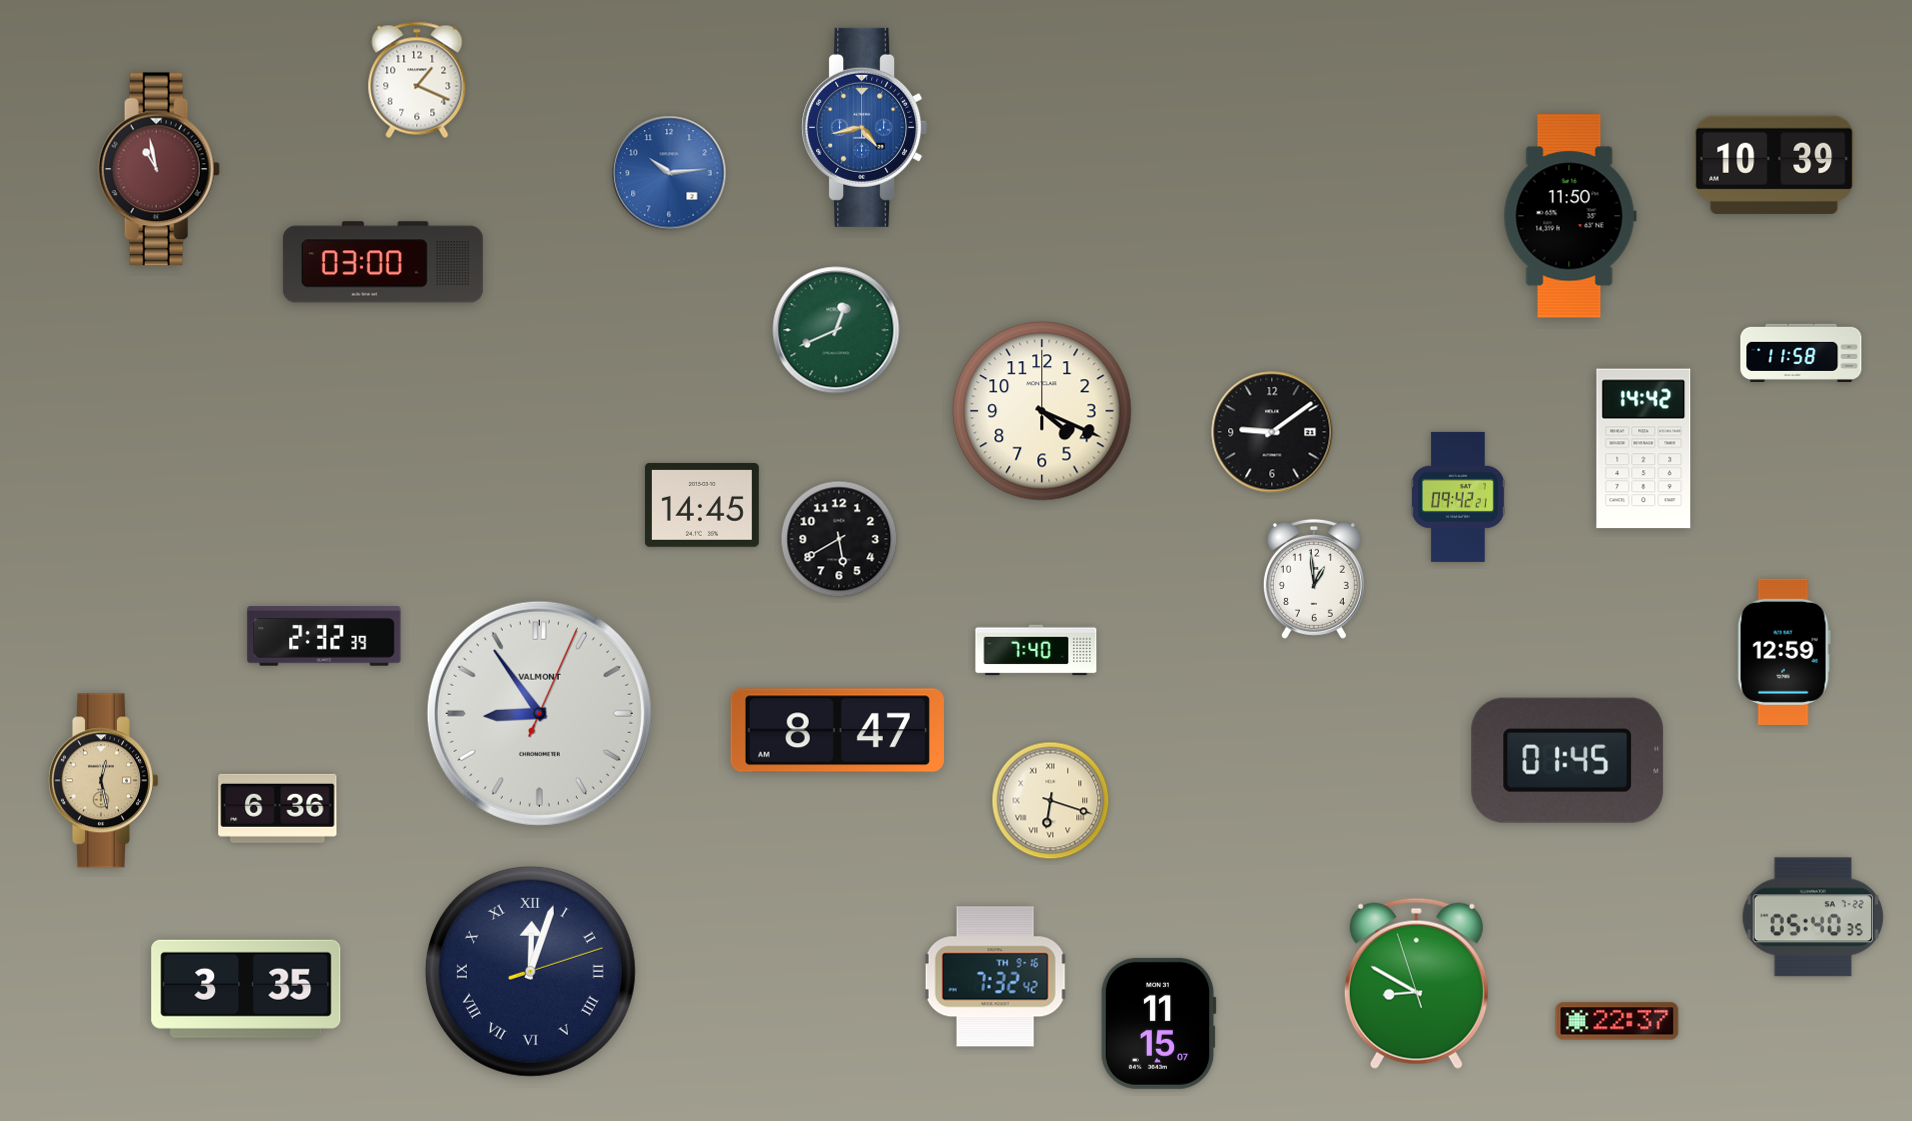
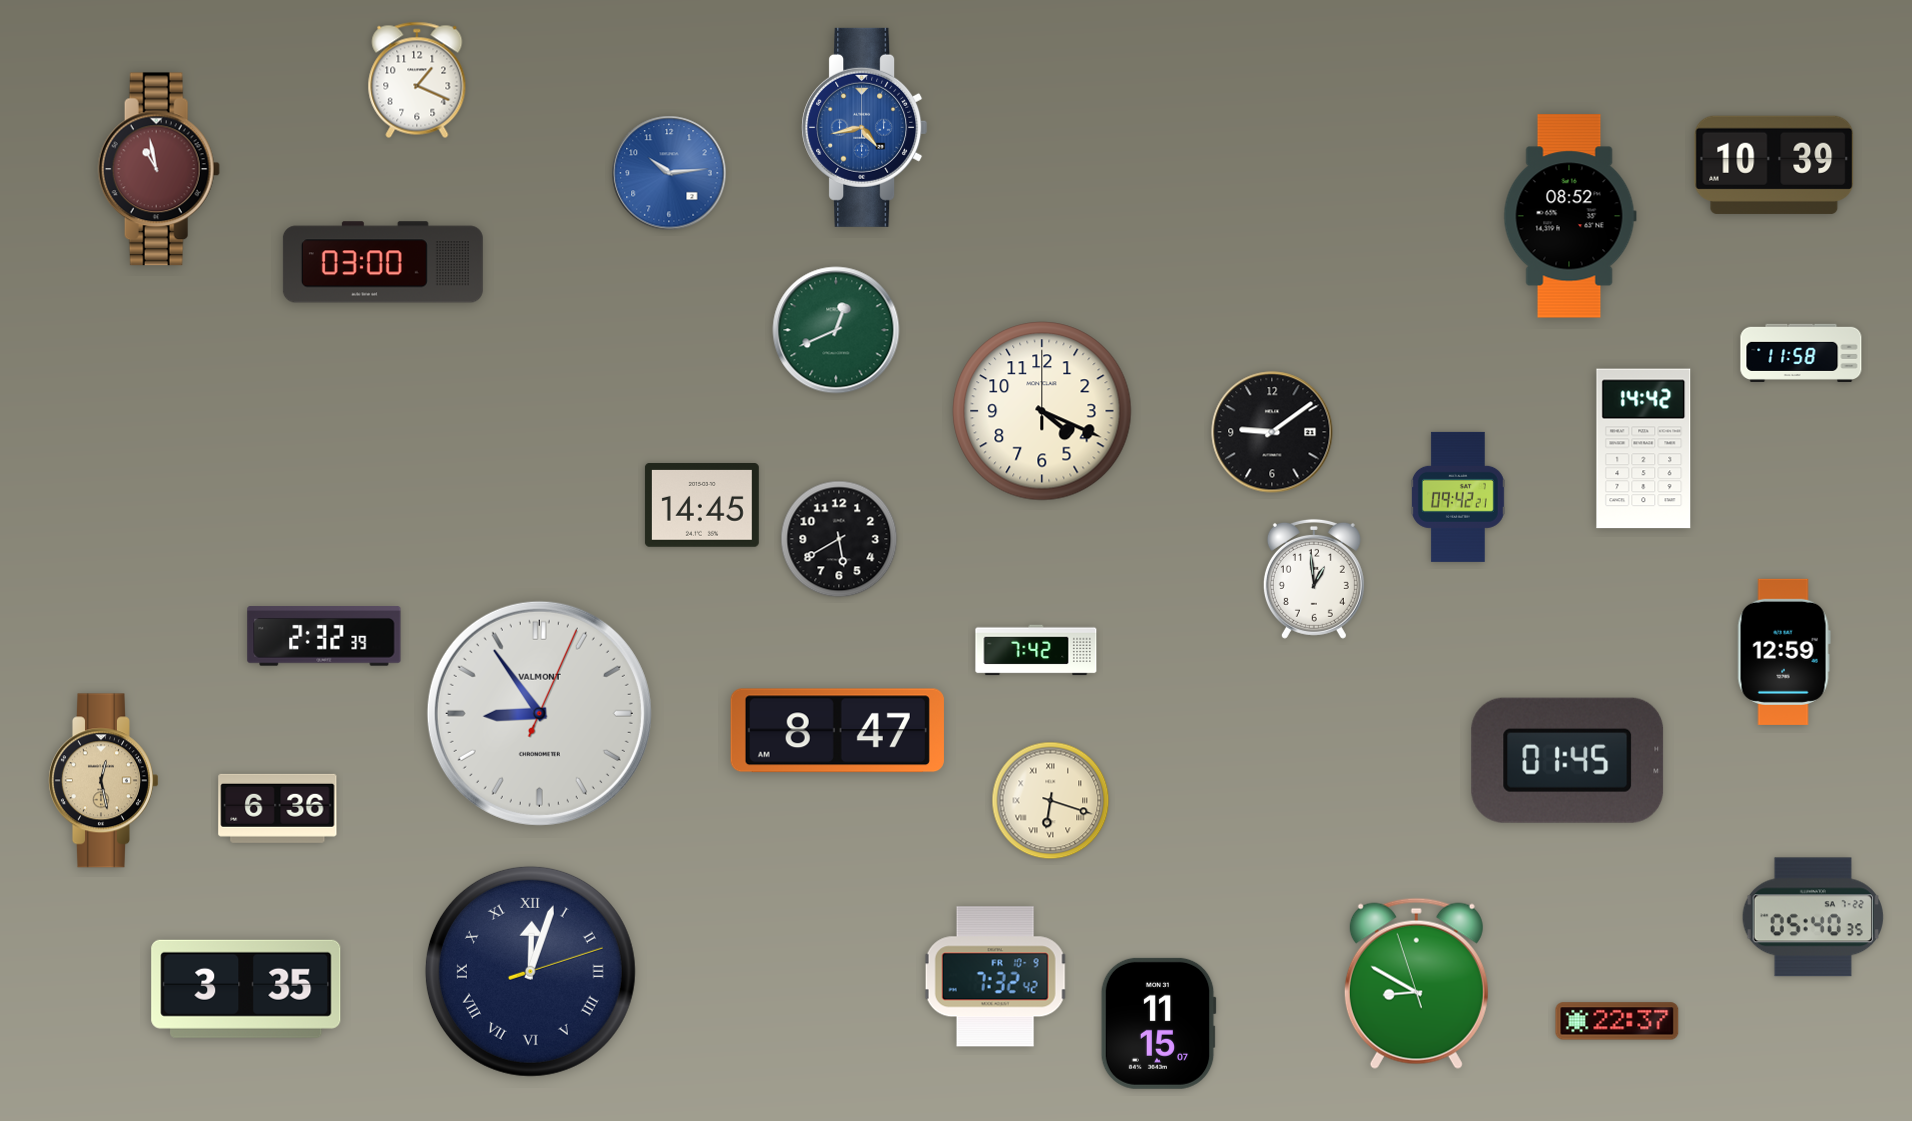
clock at (1570, 216): 11:50 -> 08:52
clock at (1036, 650): 7:40 -> 7:42
clock at (995, 977) date: TH 9-16 -> FR 10-9
